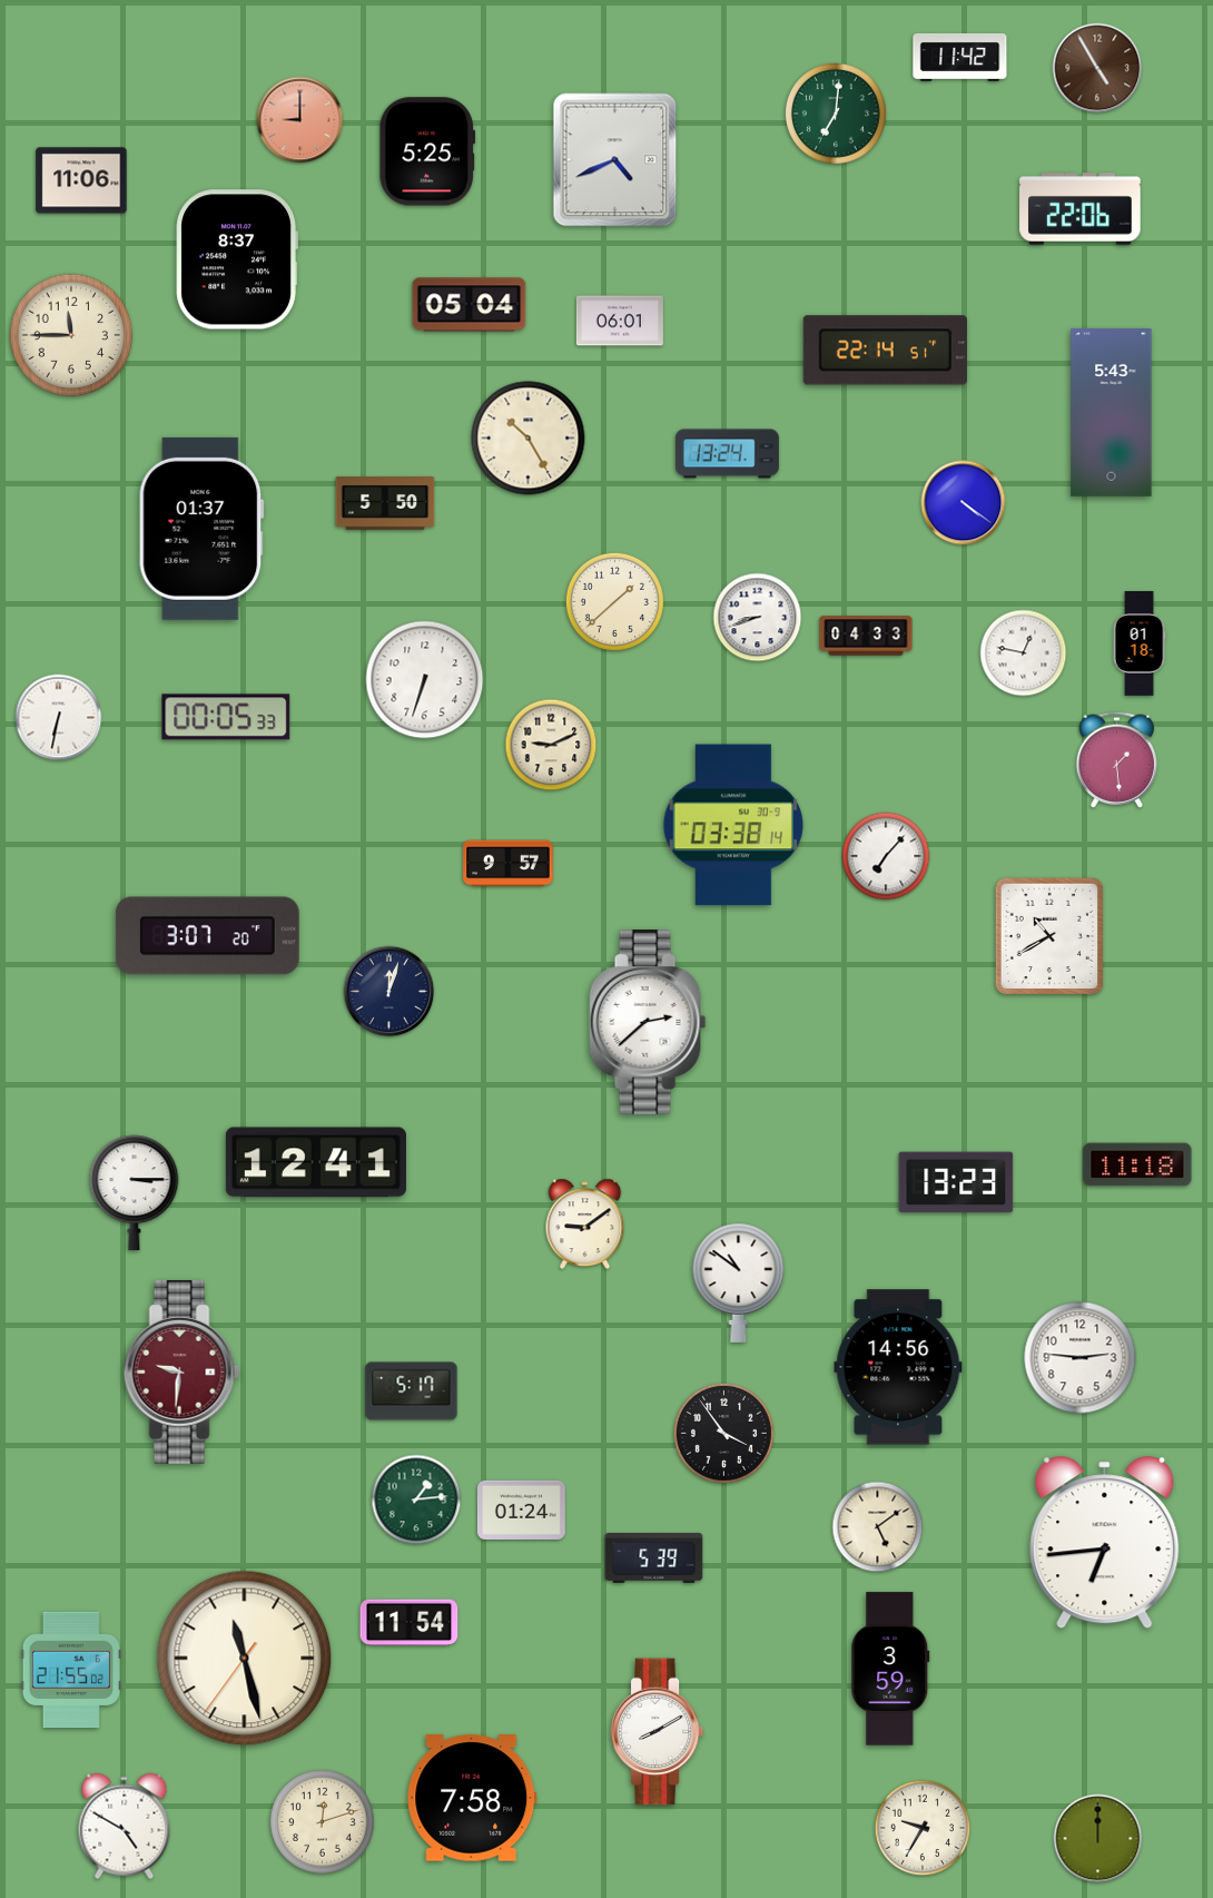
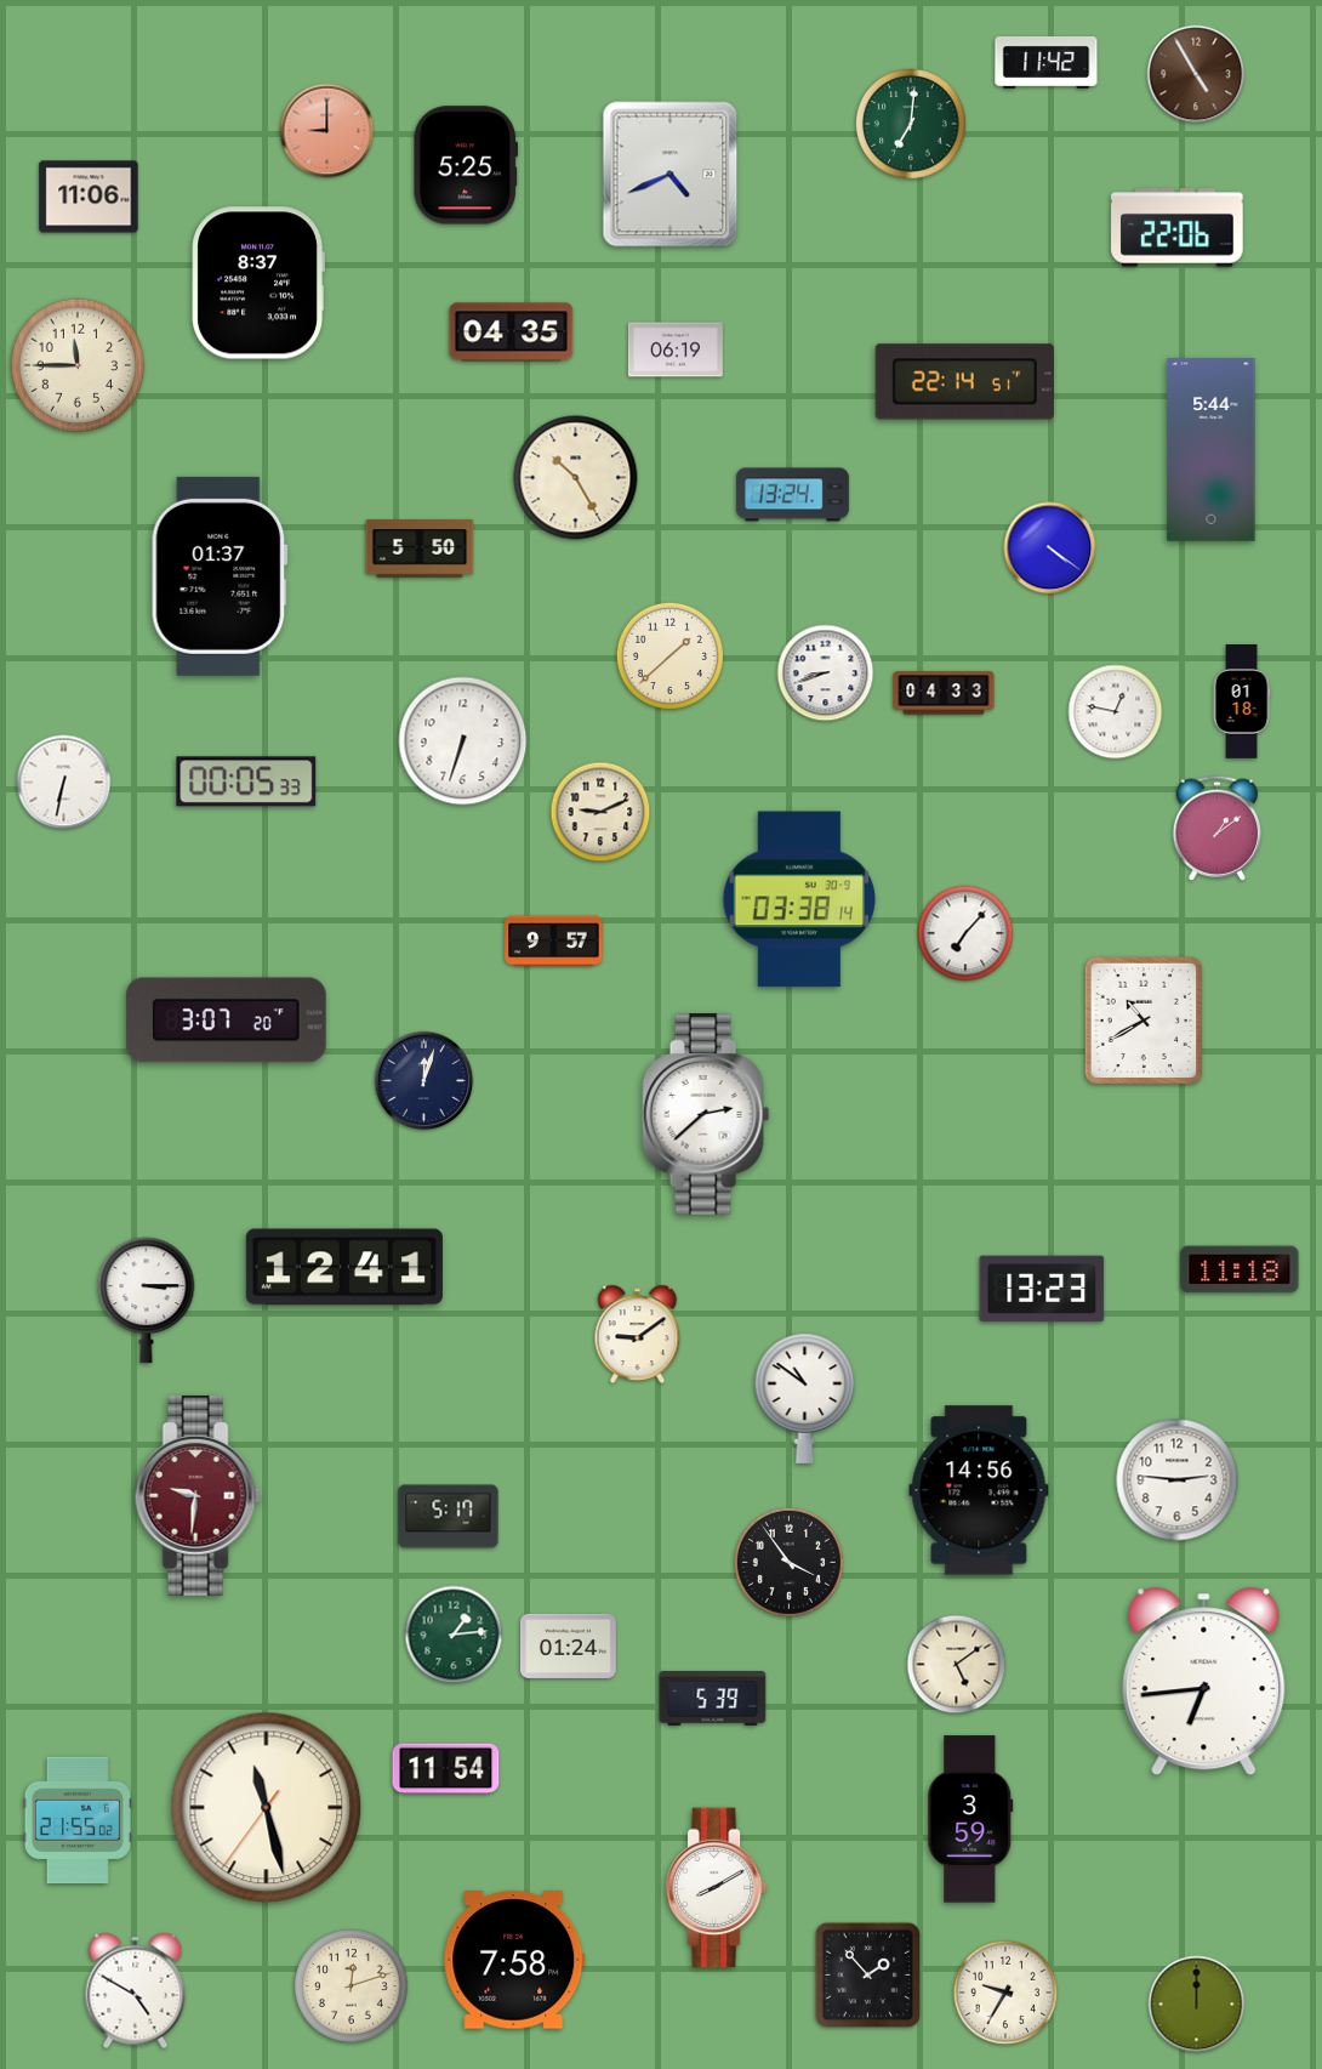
clock at (470, 305): 05:04 -> 04:35
clock at (620, 321): 06:01 -> 06:19
clock at (1112, 413): 5:43 -> 5:44
clock at (1117, 759): 1:29 -> 1:09
clock at (868, 1976): none -> 1:53
